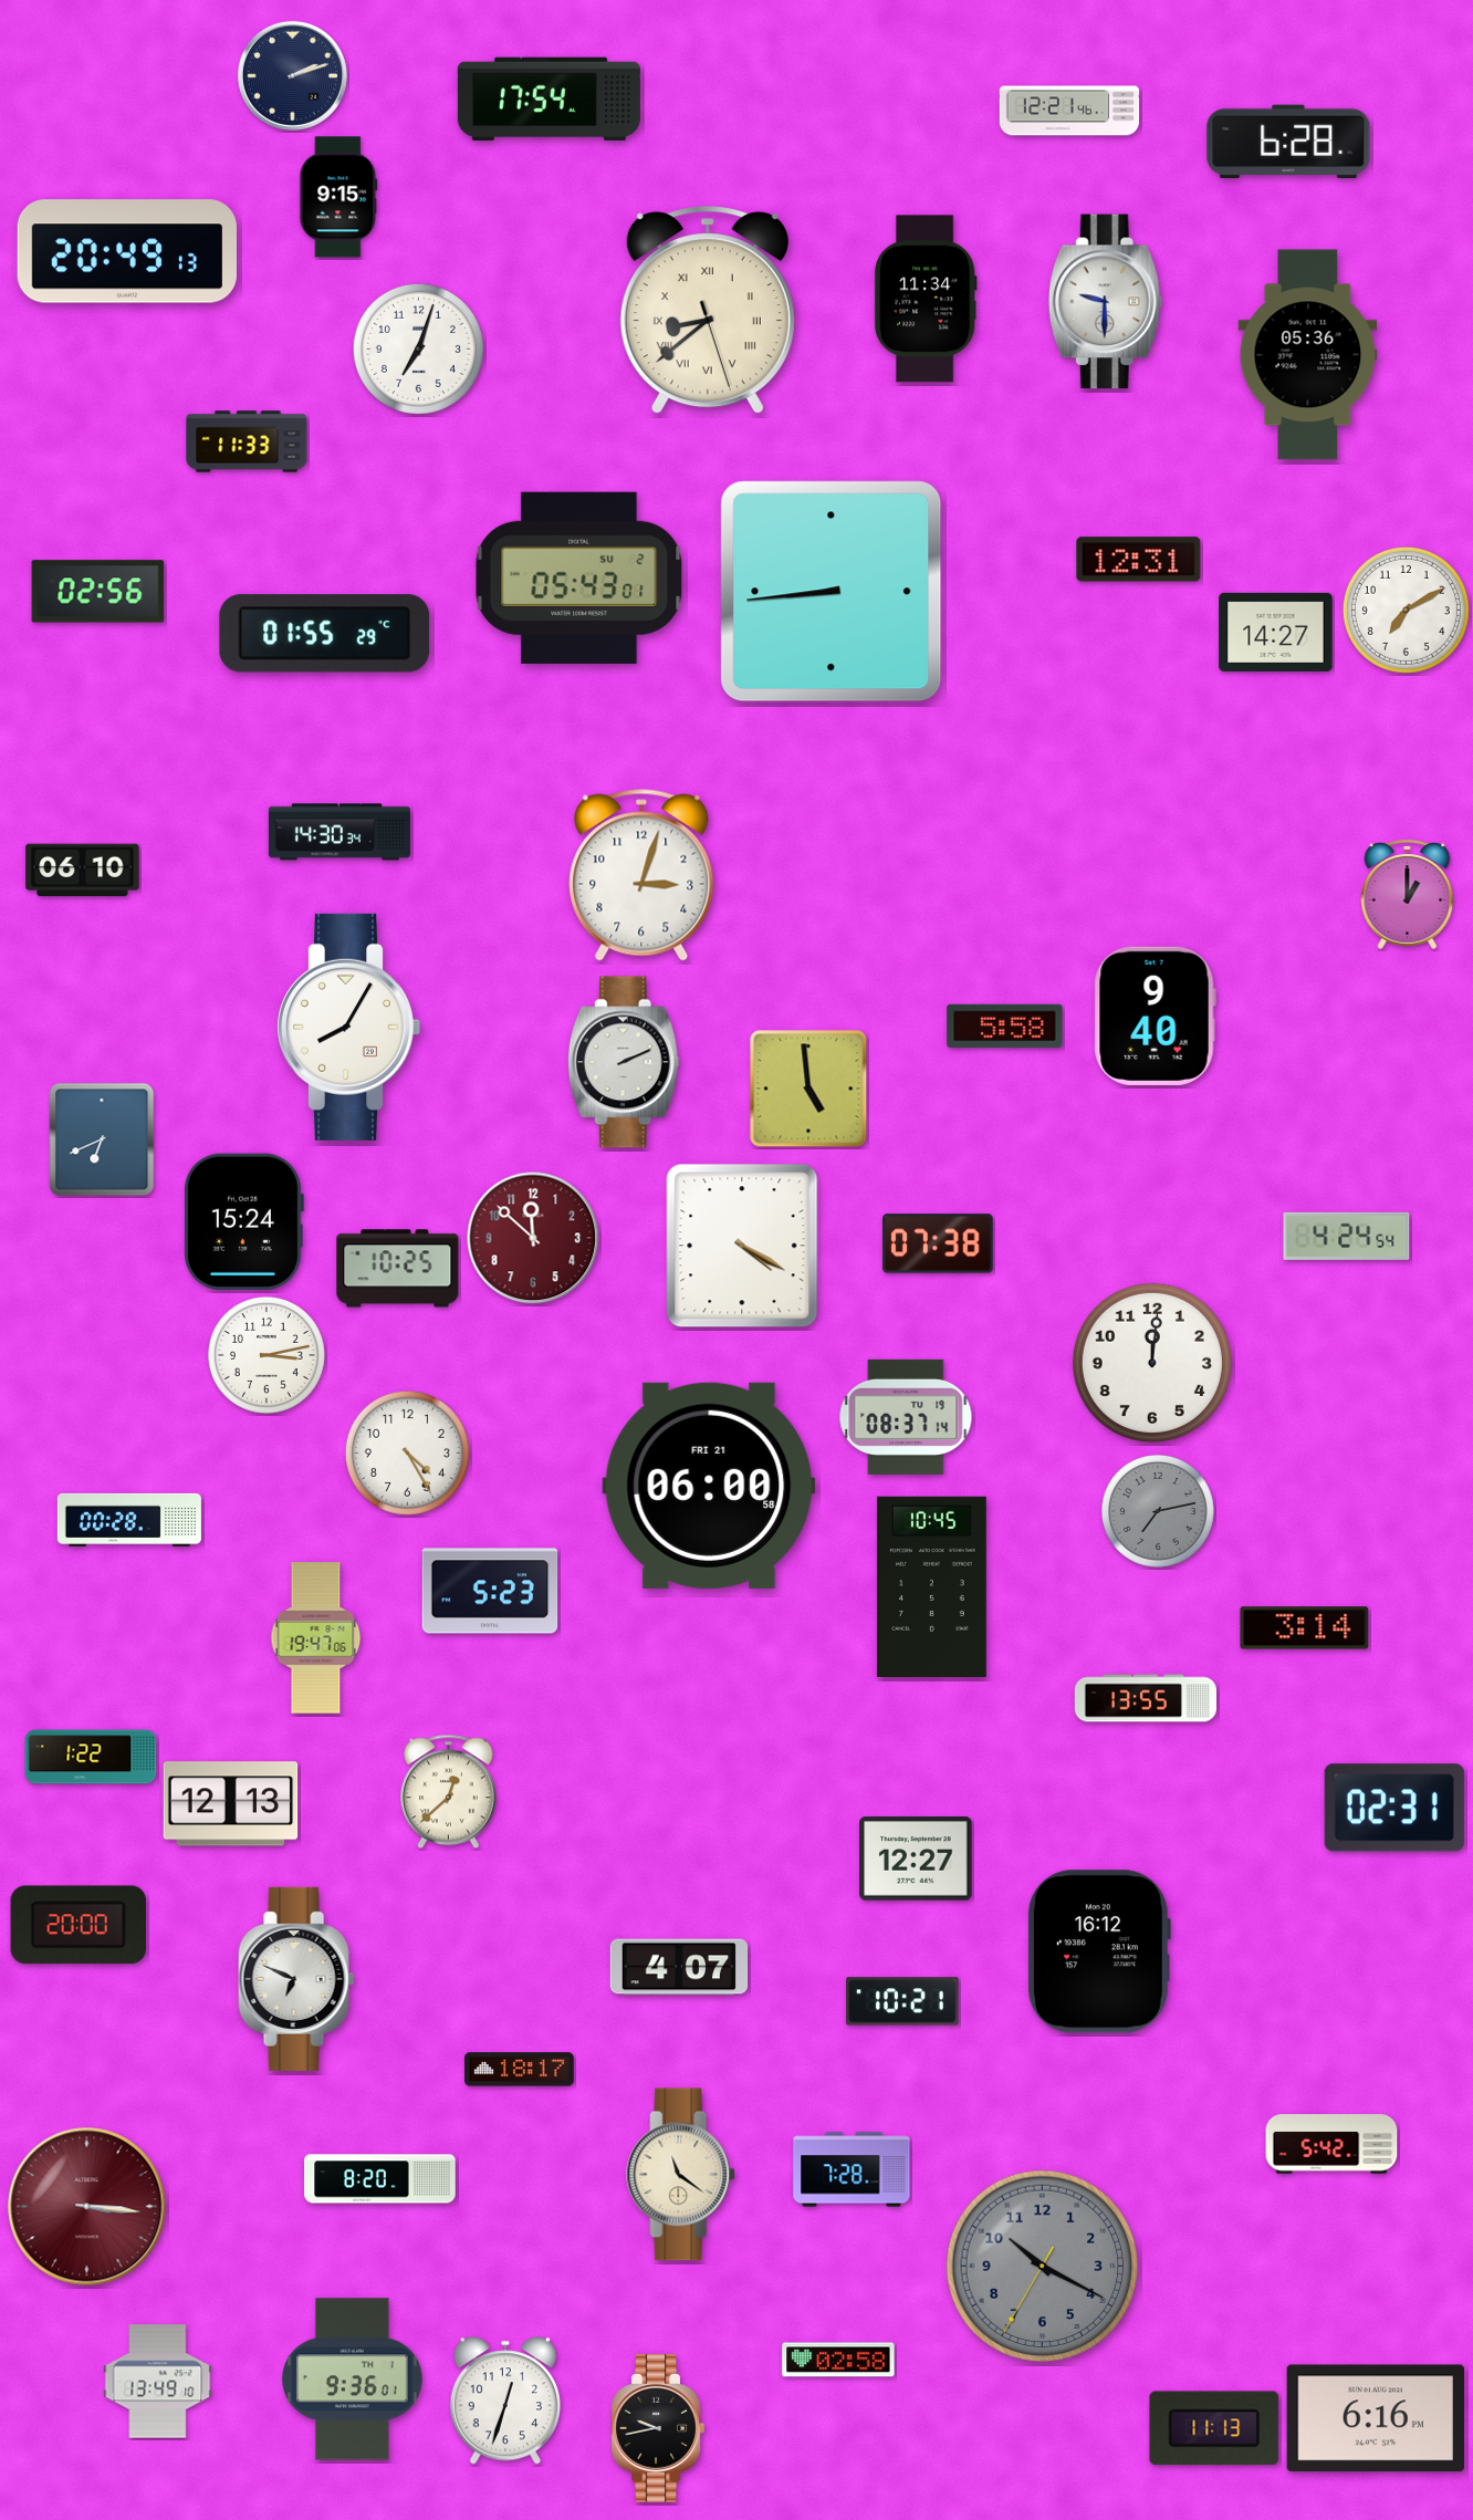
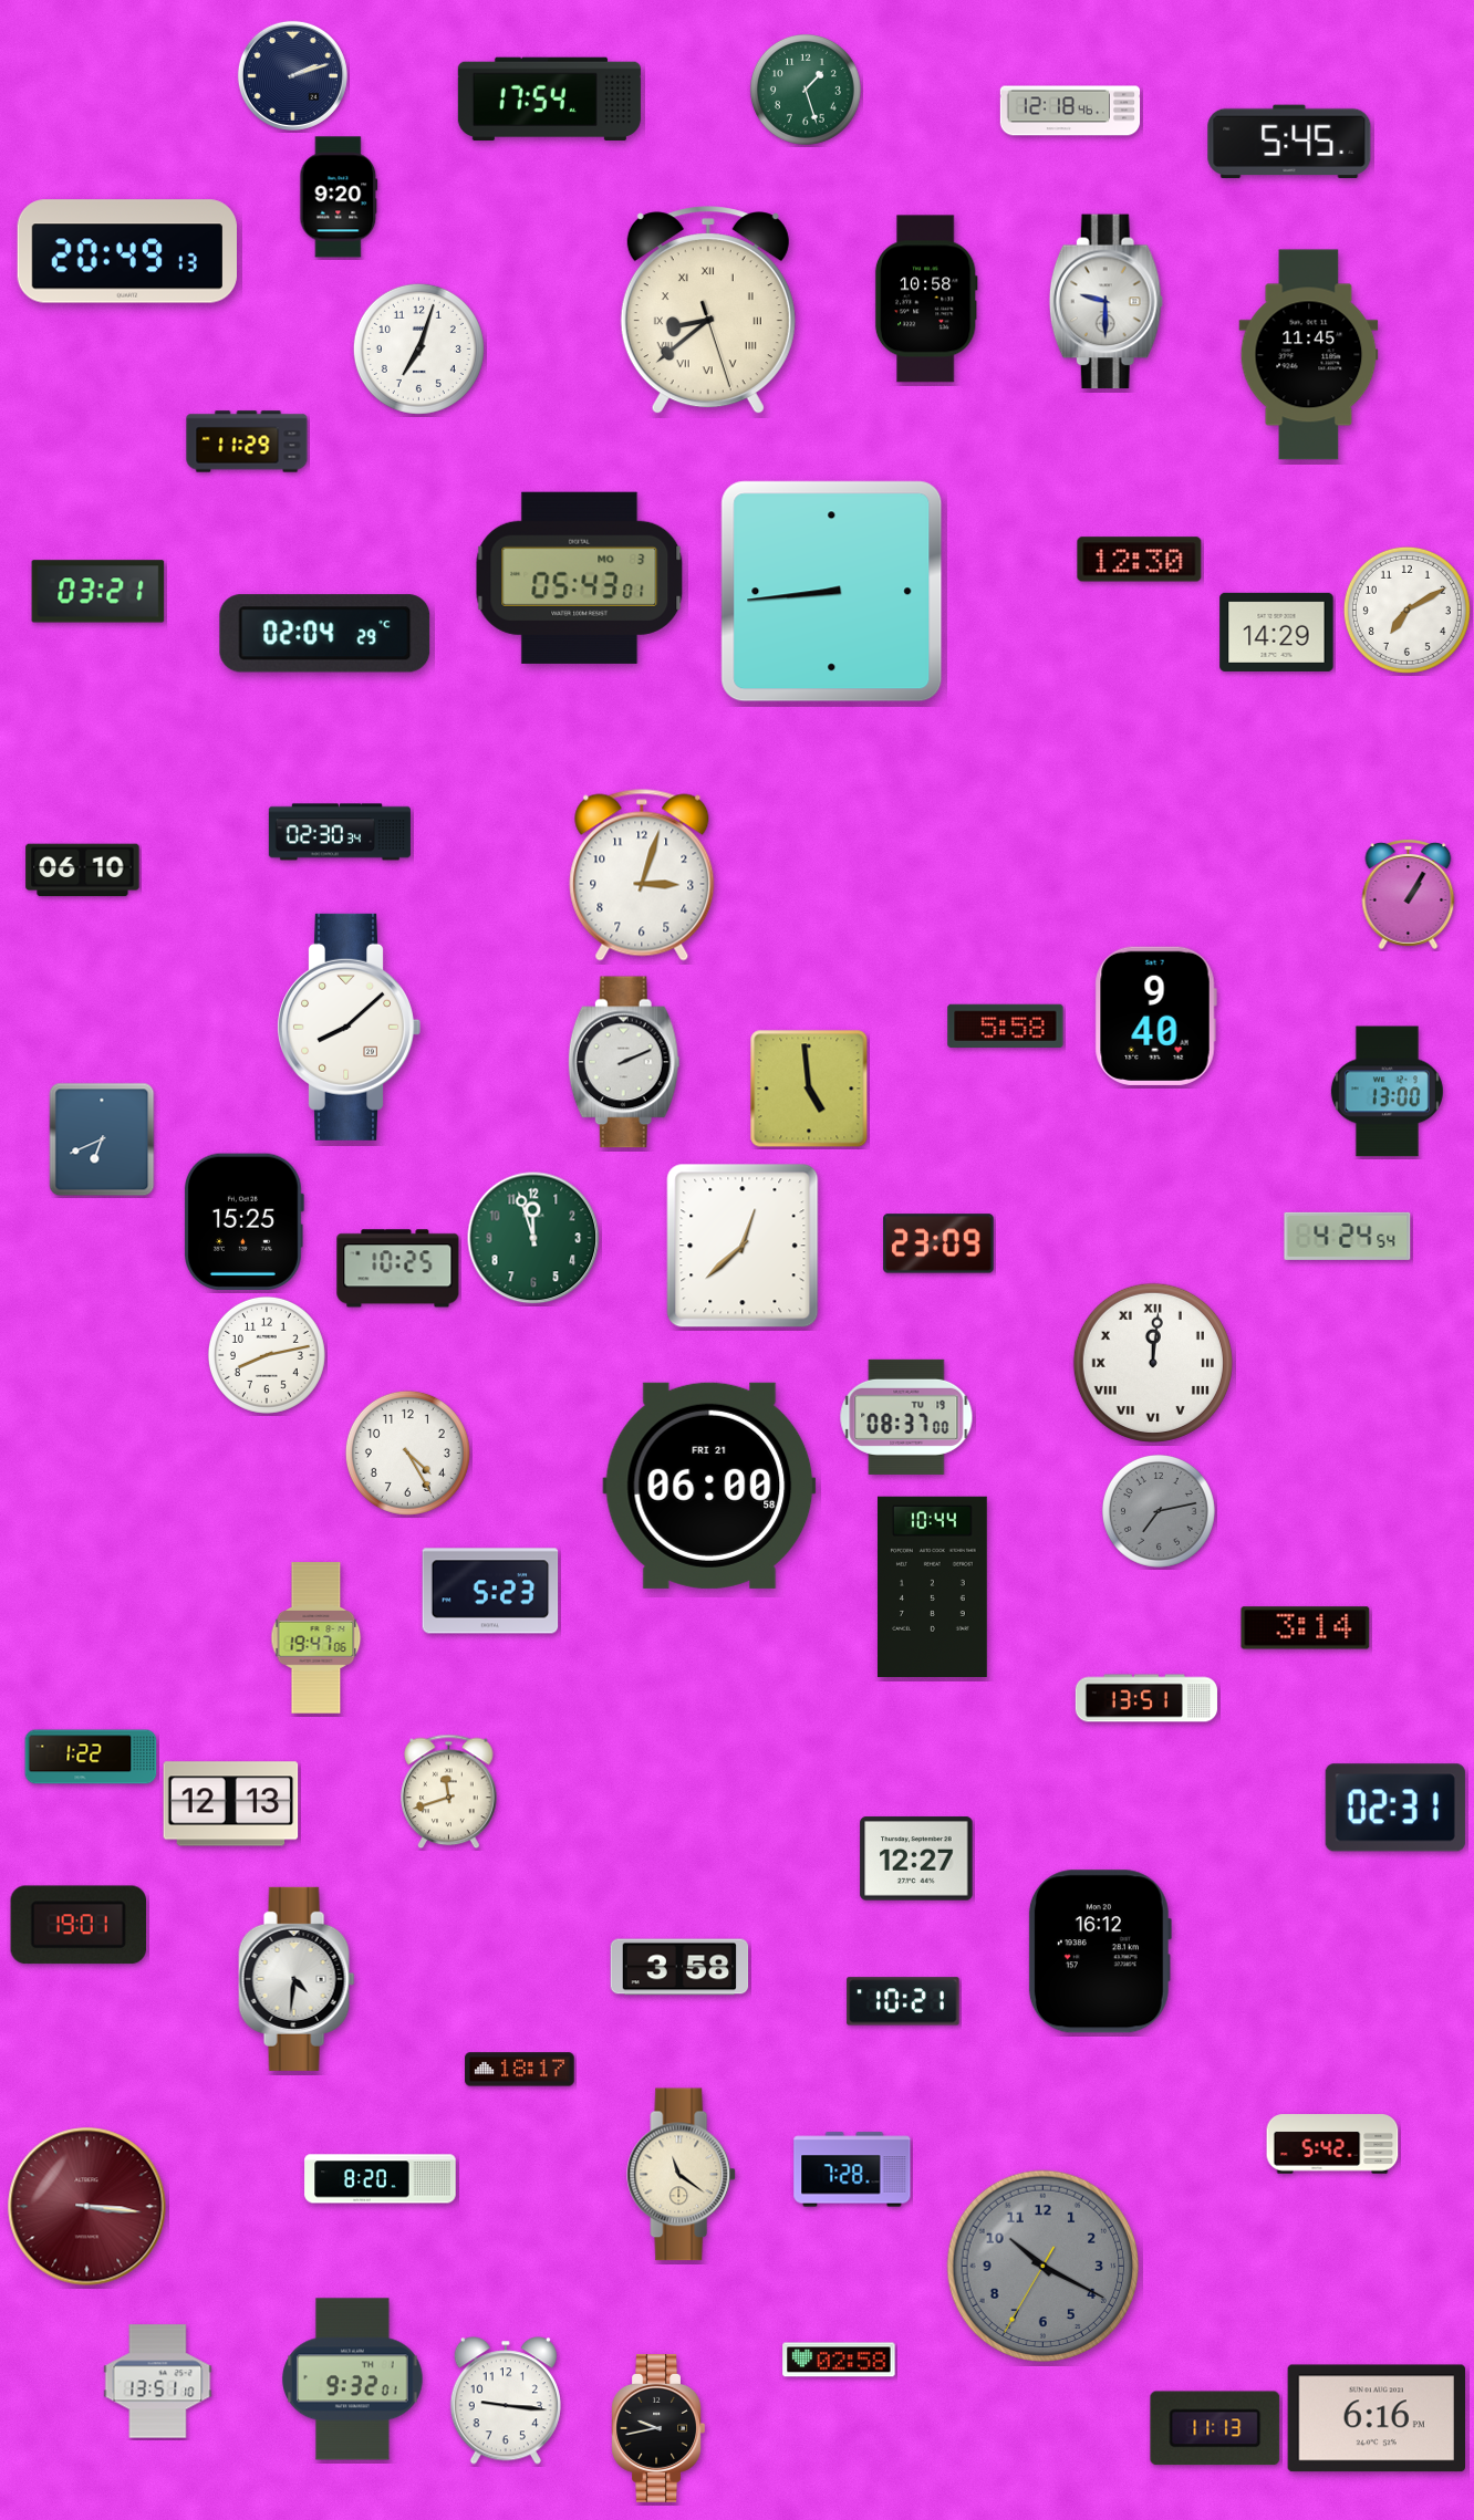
clock at (806, 90): none -> 1:27
clock at (1069, 111): 12:21 -> 12:18
clock at (1288, 142): 6:28 -> 5:45
clock at (338, 197): 9:15 -> 9:20
clock at (926, 299): 11:34 -> 10:58
clock at (1308, 355): 05:36 -> 11:45
clock at (247, 441): 11:33 -> 11:29
clock at (1139, 560): 12:31 -> 12:30
clock at (579, 577) date: SU 2 -> MO 3
clock at (98, 592): 02:56 -> 03:21
clock at (1276, 632): 14:27 -> 14:29
clock at (325, 634): 01:55 -> 02:04
clock at (339, 832): 14:30 -> 02:30
clock at (1408, 894): 1:00 -> 1:05
clock at (348, 1027): 8:05 -> 8:08
clock at (1387, 1092): none -> 13:00
clock at (244, 1221): 15:24 -> 15:25
clock at (533, 1238): 11:52 -> 11:57
clock at (533, 1238) dial: burgundy -> green
clock at (938, 1243): 07:38 -> 23:09
clock at (742, 1246): 4:20 -> 12:38
clock at (267, 1355): 3:13 -> 8:13
clock at (1152, 1363) numerals: Arabic -> Roman
clock at (906, 1417): 08:37:14 -> 08:37:00
clock at (129, 1520): 00:28 -> none
clock at (931, 1586): 10:45 -> 10:44
clock at (1146, 1698): 13:55 -> 13:51
clock at (449, 1792): 12:38 -> 11:42
clock at (77, 1925): 20:00 -> 19:01
clock at (679, 1967): 4:07 -> 3:58
clock at (296, 1979): 6:49 -> 4:31
clock at (353, 2380): 9:36 -> 9:32
clock at (158, 2382): 13:49 -> 13:51
clock at (505, 2401): 12:33 -> 9:16
